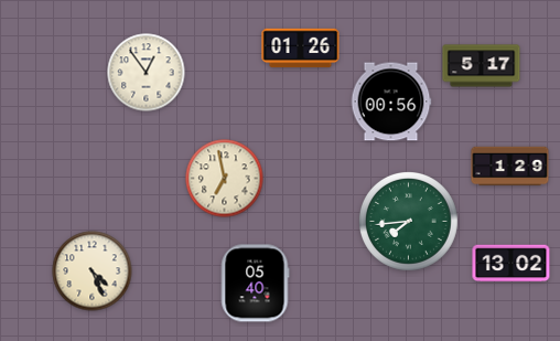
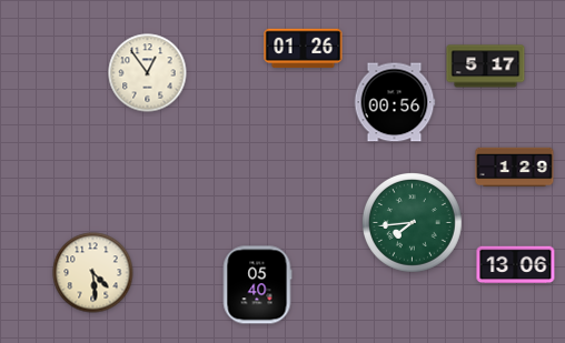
clock at (225, 179): 6:58 -> none
clock at (511, 264): 13:02 -> 13:06
clock at (93, 271): 4:26 -> 4:29
